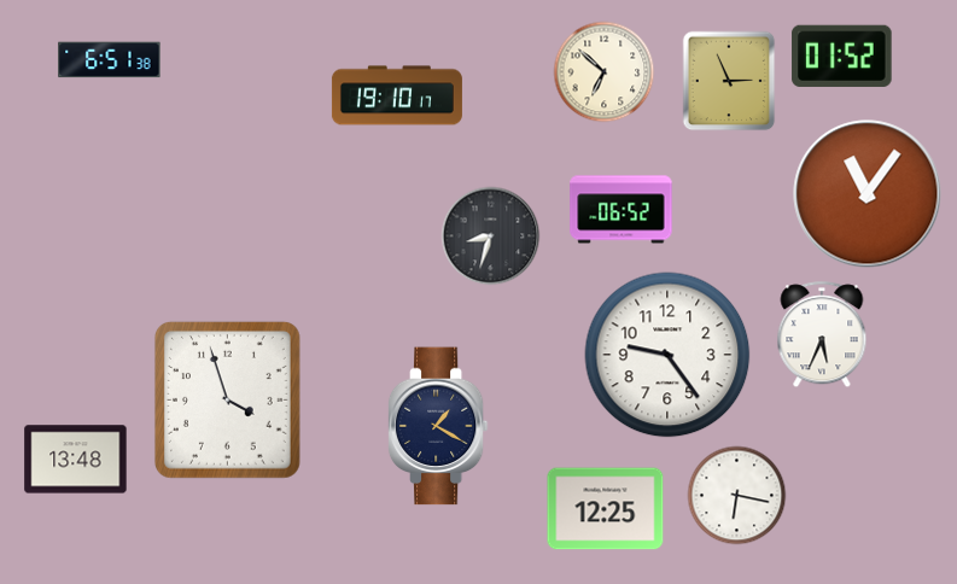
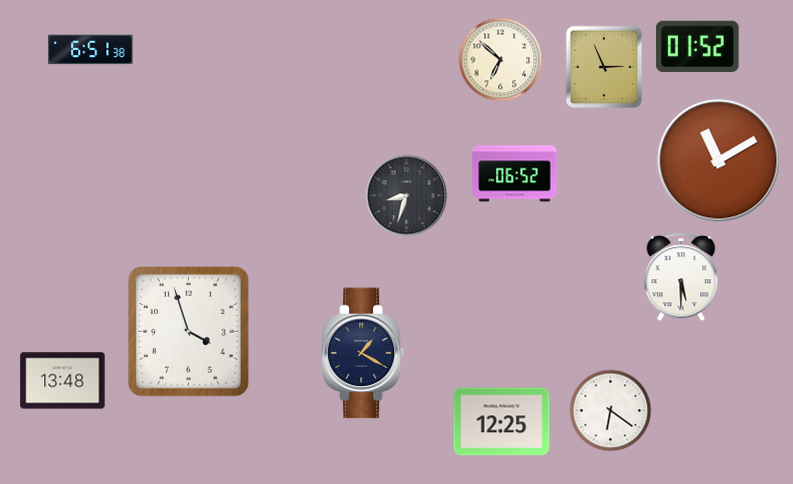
clock at (397, 95): 19:10 -> none
clock at (868, 194): 11:06 -> 11:10
clock at (822, 335): 5:34 -> 5:30
clock at (667, 355): 9:24 -> none
clock at (737, 496): 6:17 -> 6:21
